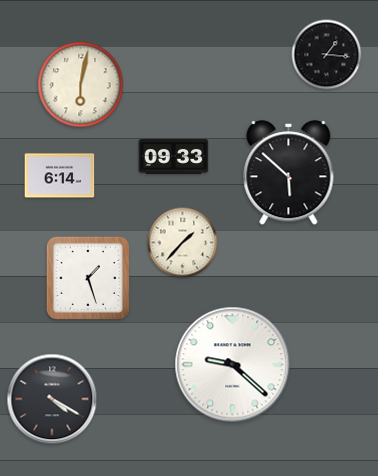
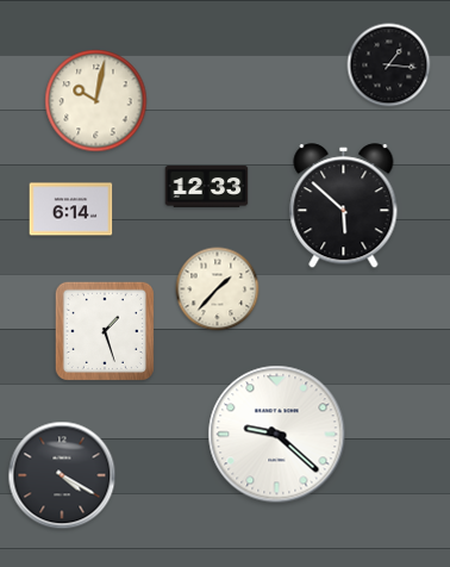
clock at (81, 85): 6:02 -> 10:02
clock at (174, 157): 09:33 -> 12:33
